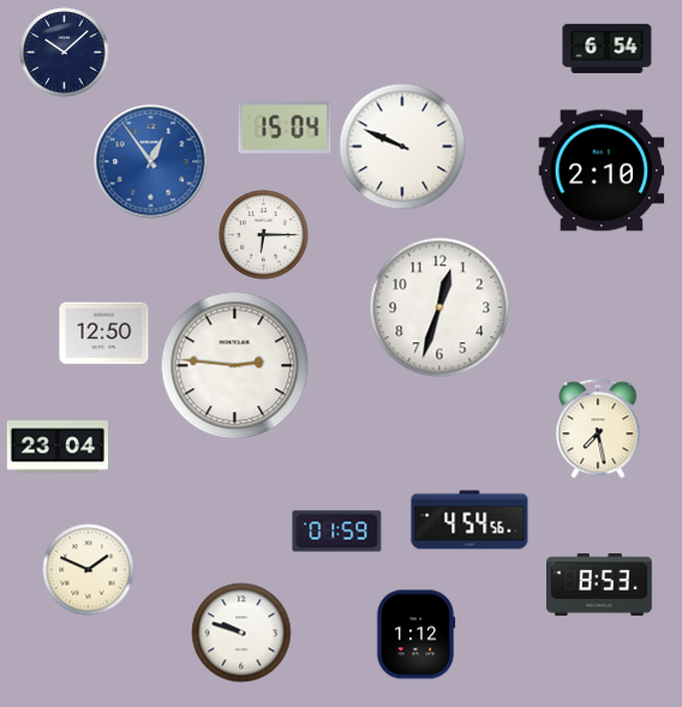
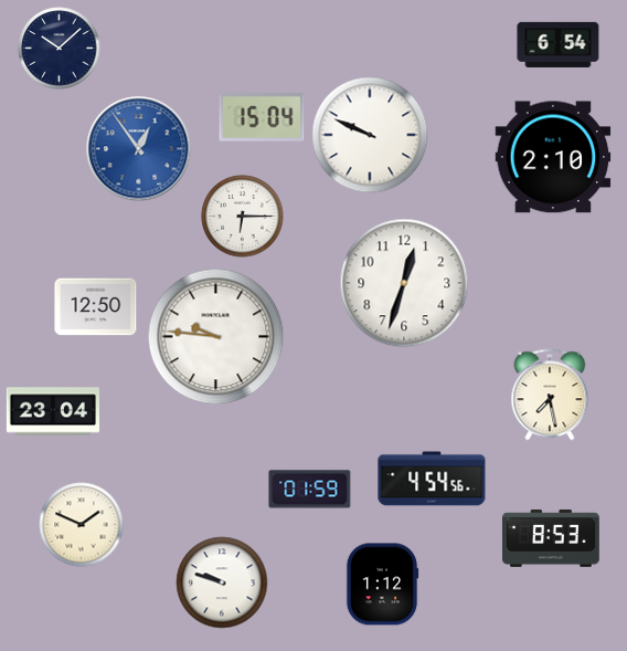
clock at (235, 366): 2:46 -> 9:46
